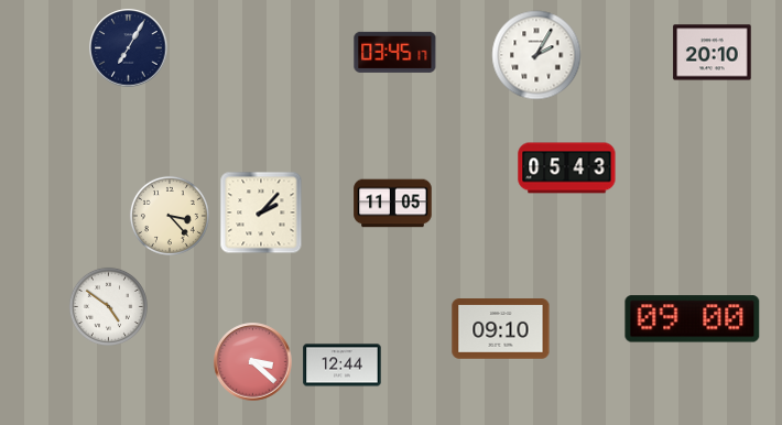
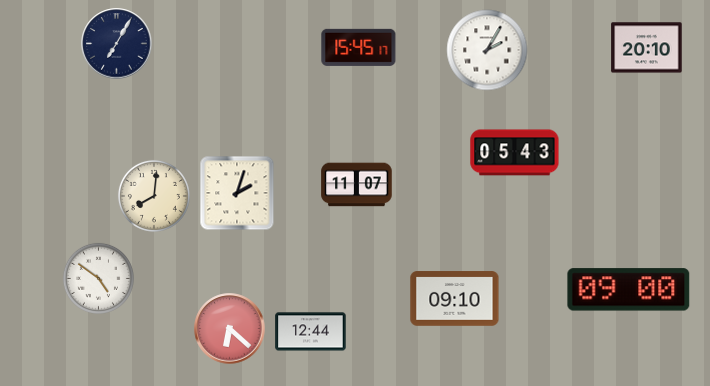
clock at (395, 52): 03:45 -> 15:45
clock at (393, 204): 11:05 -> 11:07
clock at (261, 212): 2:07 -> 2:03
clock at (170, 216): 3:23 -> 8:01
clock at (253, 362): 3:22 -> 6:22
